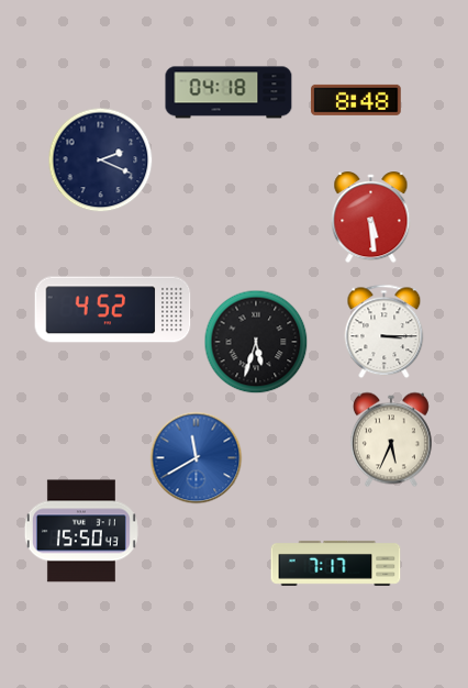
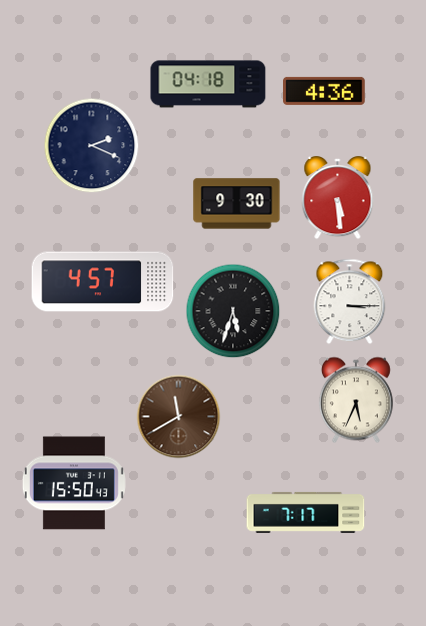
clock at (357, 100): 8:48 -> 4:36
clock at (237, 204): none -> 9:30
clock at (113, 310): 4:52 -> 4:57
clock at (197, 458) dial: blue -> brown
